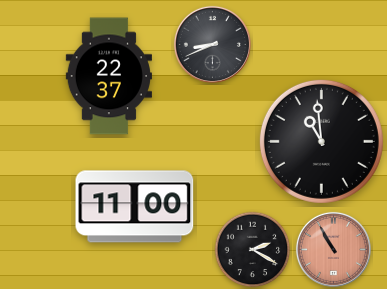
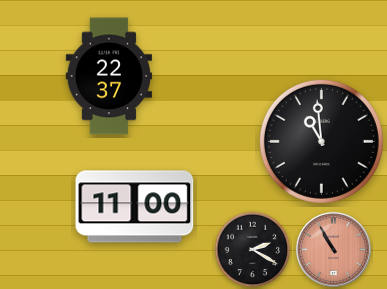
clock at (212, 44): 8:41 -> none
